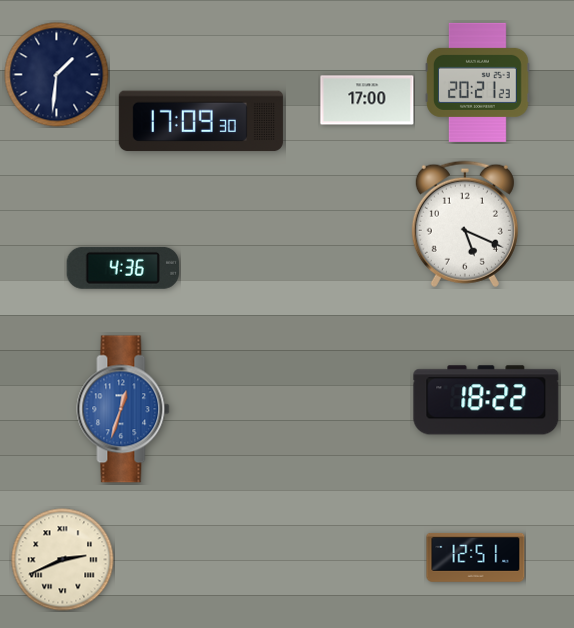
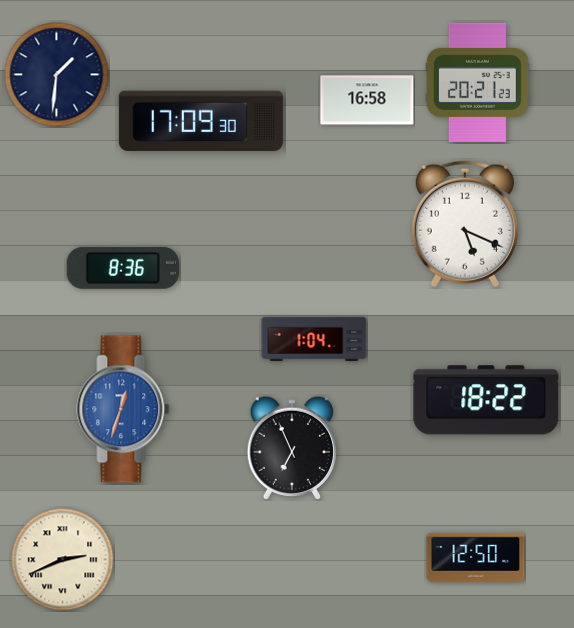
clock at (367, 100): 17:00 -> 16:58
clock at (123, 268): 4:36 -> 8:36
clock at (314, 338): none -> 1:04
clock at (292, 447): none -> 6:56
clock at (476, 557): 12:51 -> 12:50
